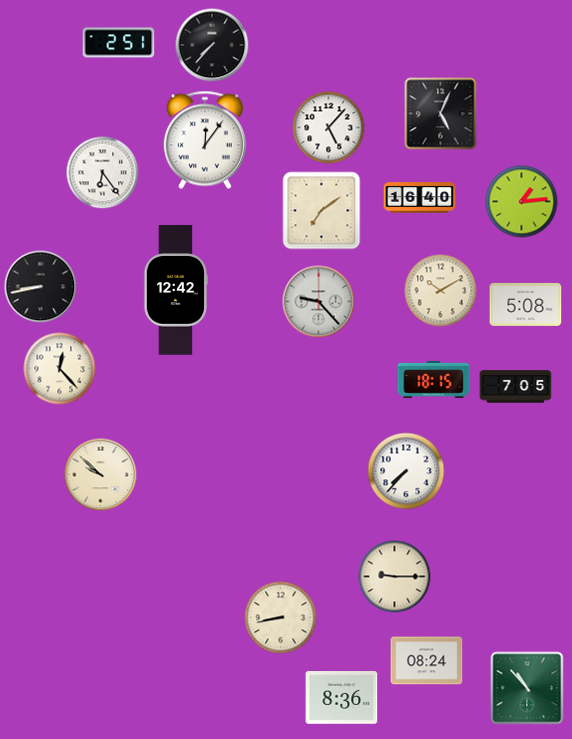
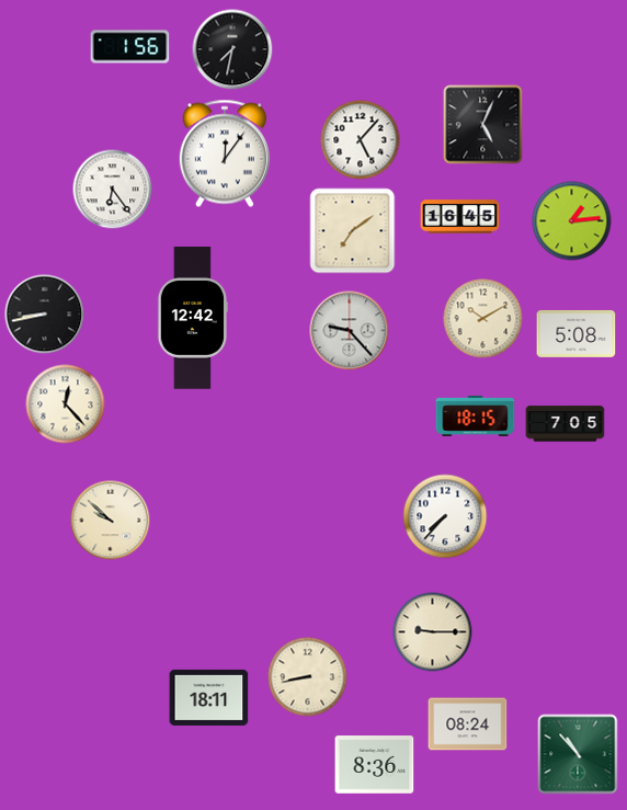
clock at (119, 43): 2:51 -> 1:56
clock at (212, 45): 7:37 -> 7:32
clock at (420, 198): 16:40 -> 16:45
clock at (209, 697): none -> 18:11
